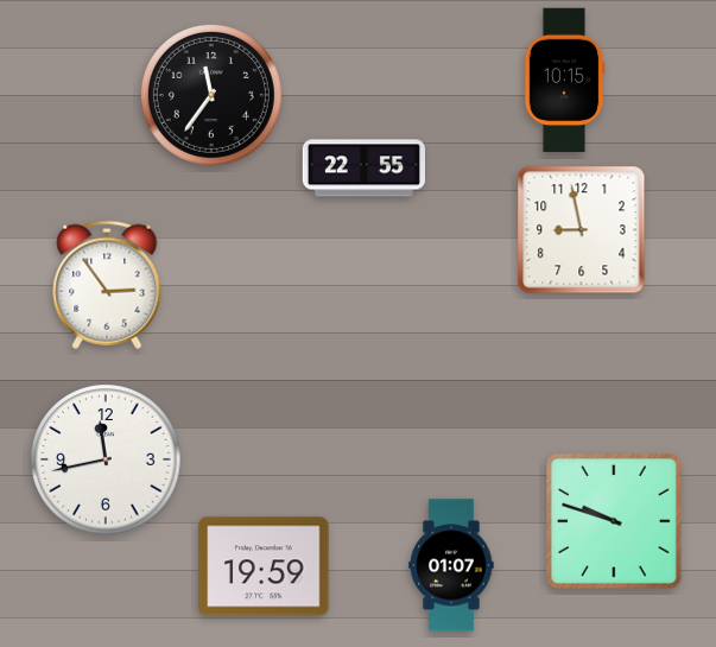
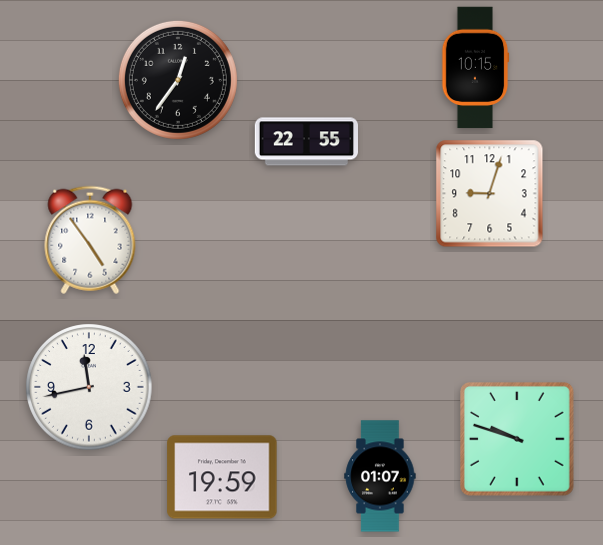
clock at (211, 95): 11:36 -> 12:36
clock at (582, 230): 8:58 -> 9:03
clock at (107, 285): 2:54 -> 4:54
